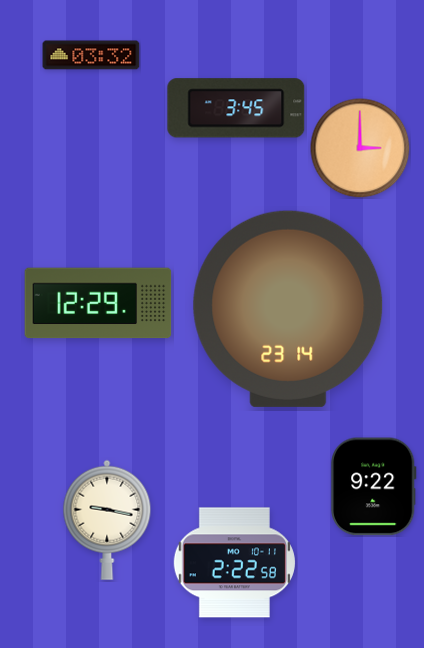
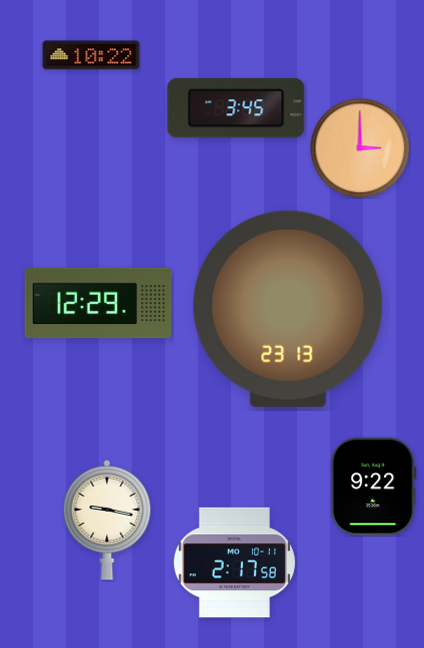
clock at (91, 55): 03:32 -> 10:22
clock at (288, 309): 23:14 -> 23:13
clock at (234, 563): 2:22 -> 2:17
